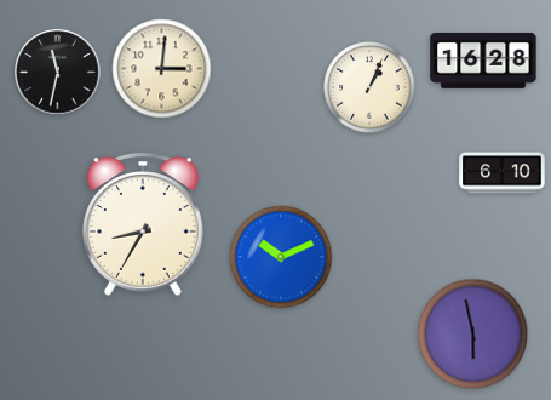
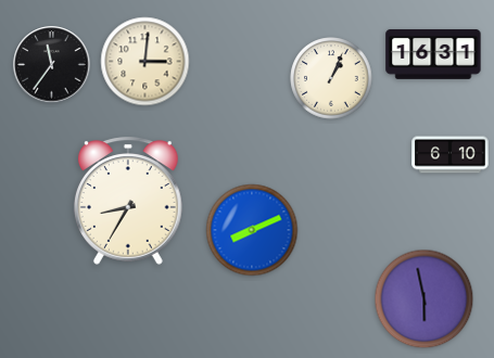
clock at (483, 61): 16:28 -> 16:31
clock at (58, 73): 11:32 -> 11:36
clock at (281, 257): 10:11 -> 8:11
